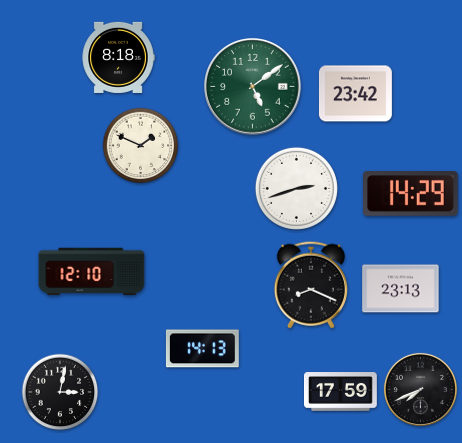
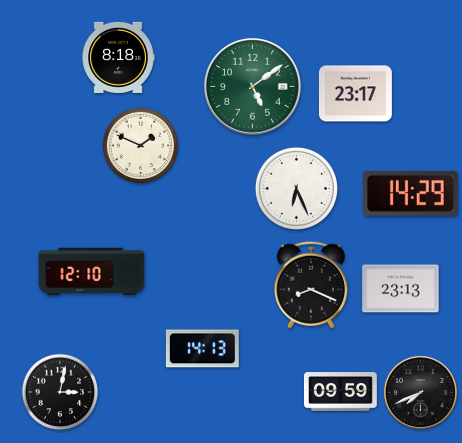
clock at (355, 94): 23:42 -> 23:17
clock at (296, 188): 2:42 -> 6:26
clock at (420, 389) position: (420, 389) -> (420, 392)
clock at (341, 392): 17:59 -> 09:59
